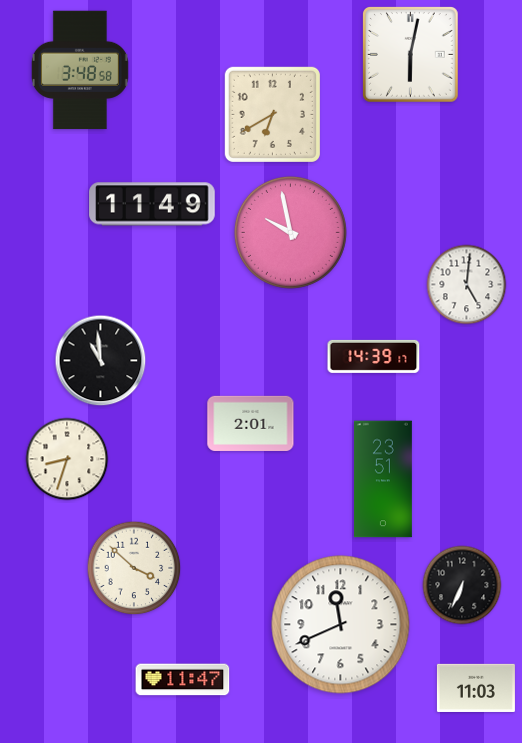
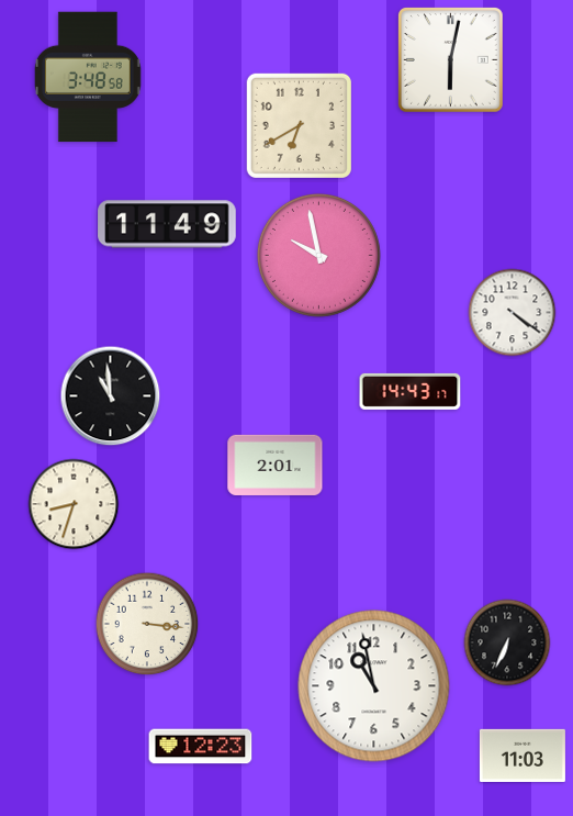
clock at (467, 285): 5:01 -> 4:21
clock at (374, 356): 14:39 -> 14:43
clock at (383, 479): 23:51 -> none
clock at (134, 568): 3:52 -> 3:16
clock at (341, 625): 11:41 -> 10:58
clock at (183, 680): 11:47 -> 12:23
